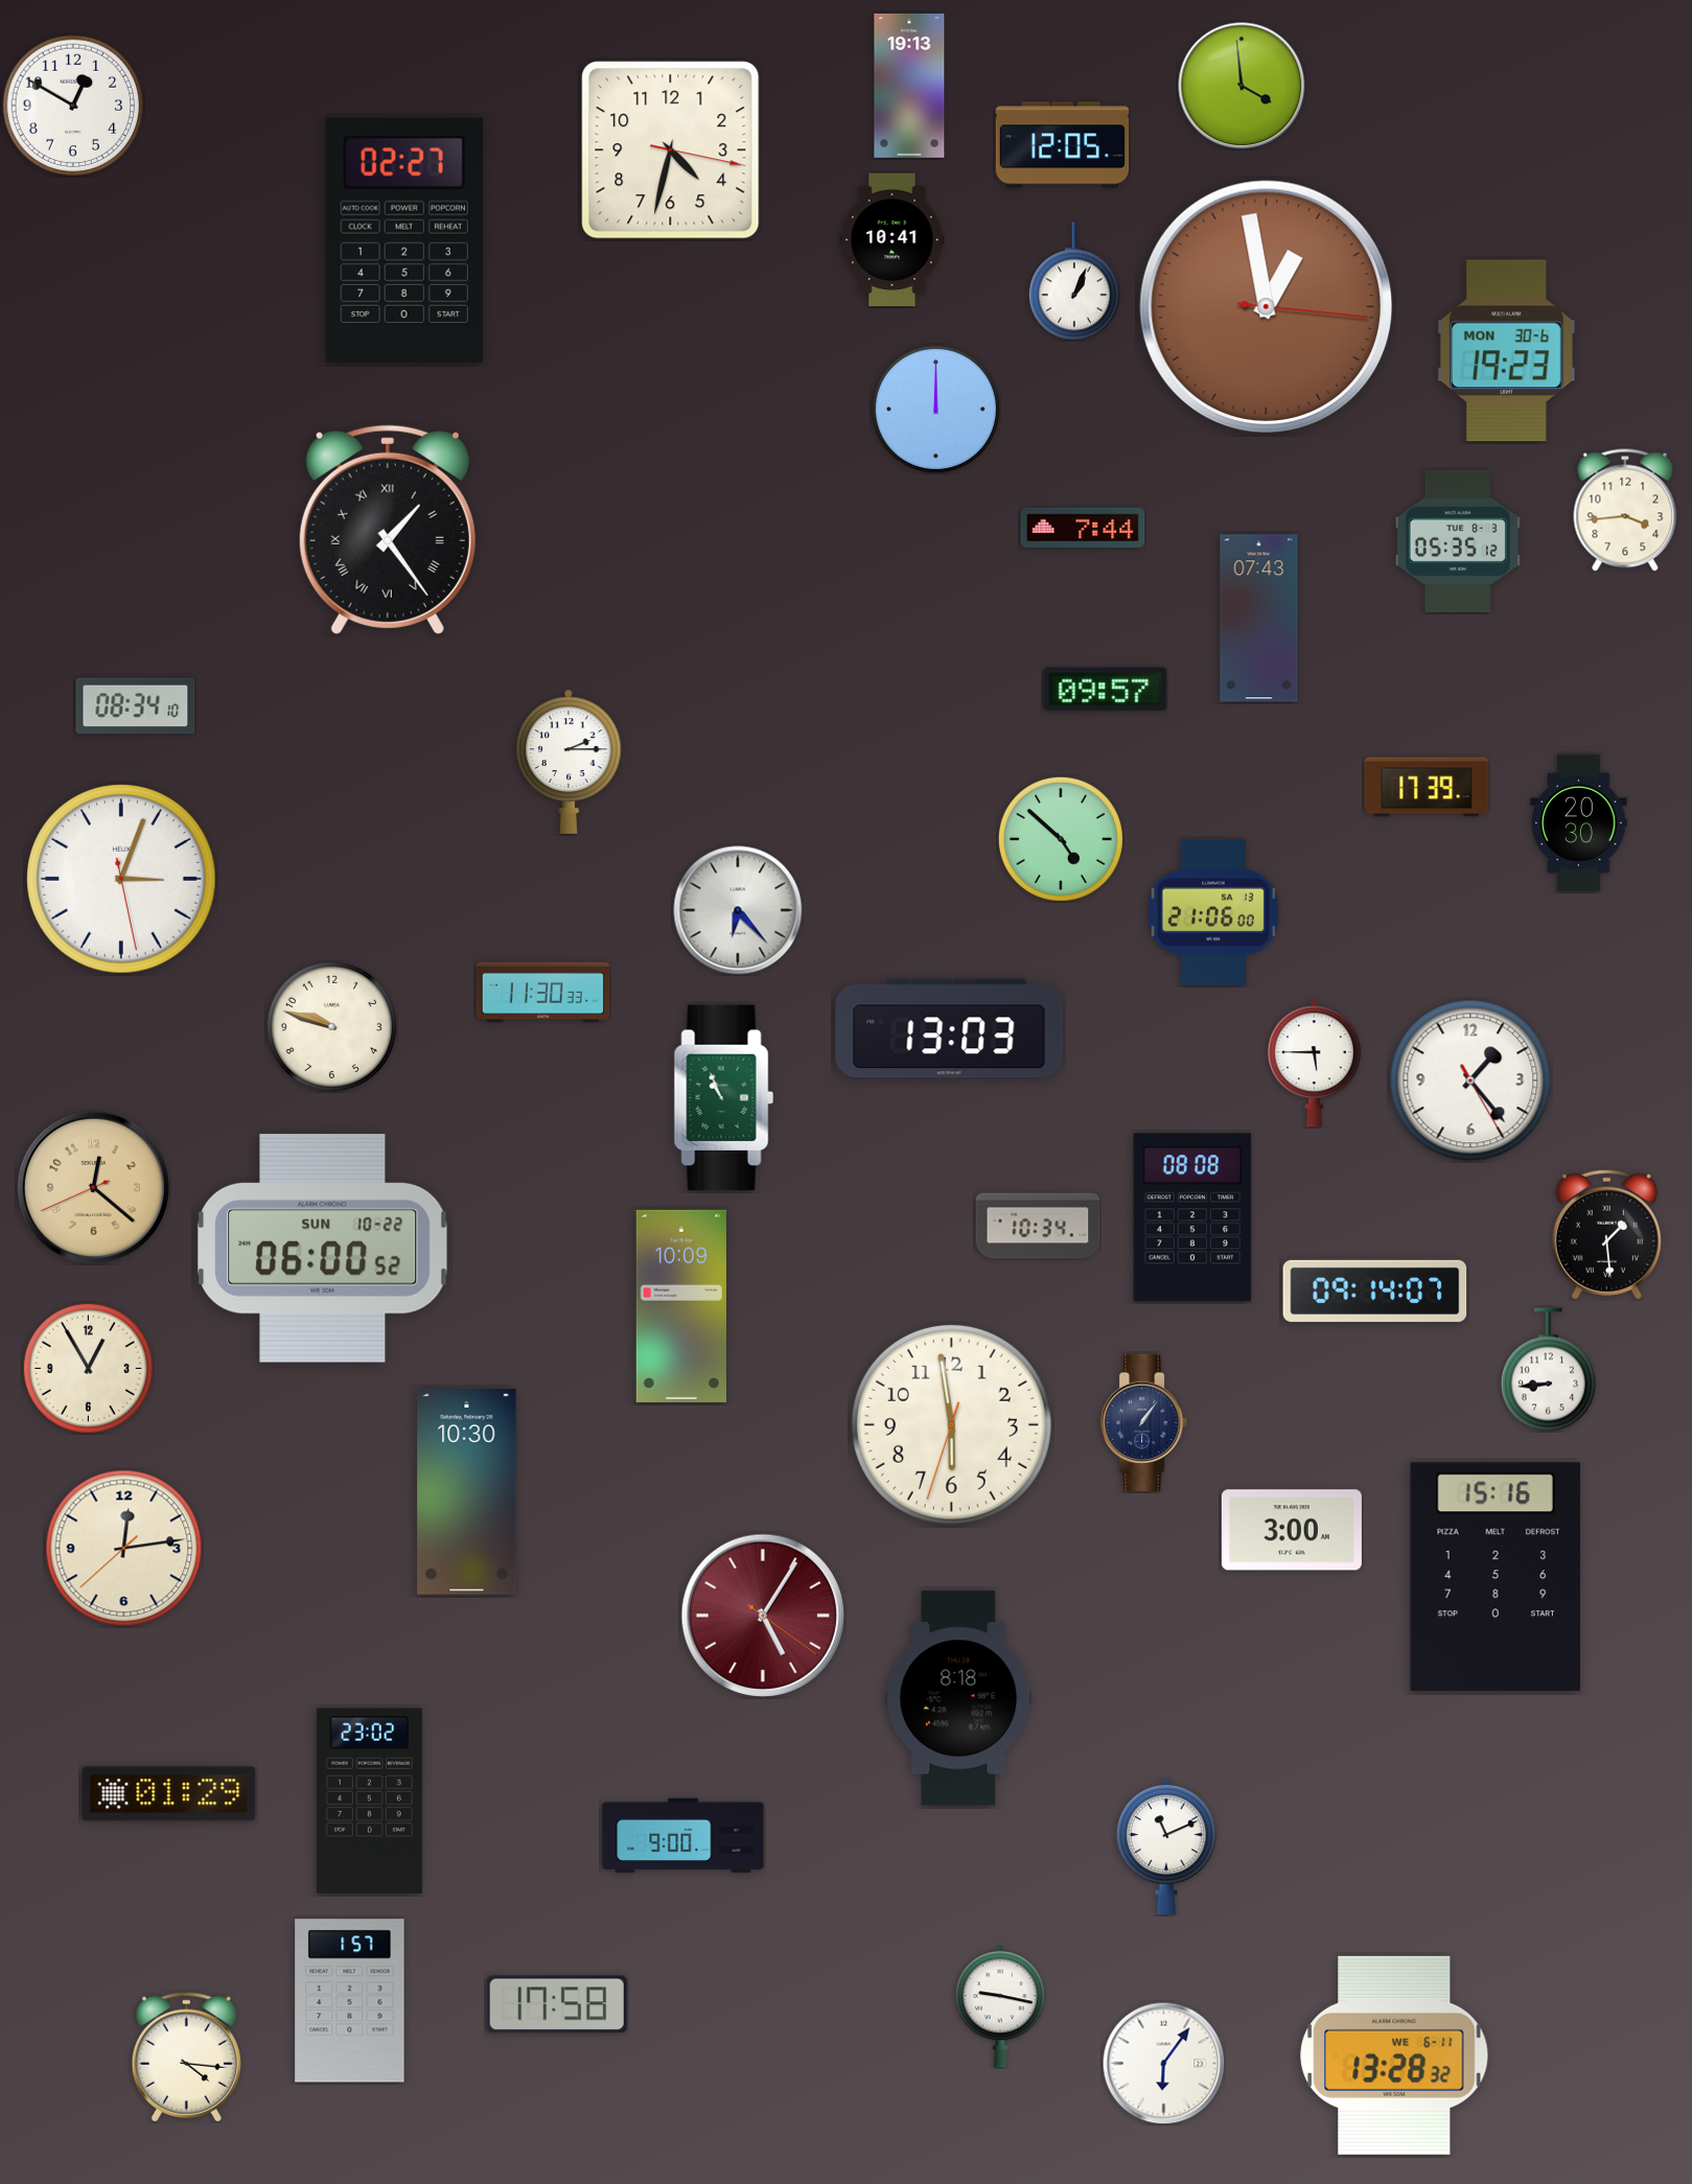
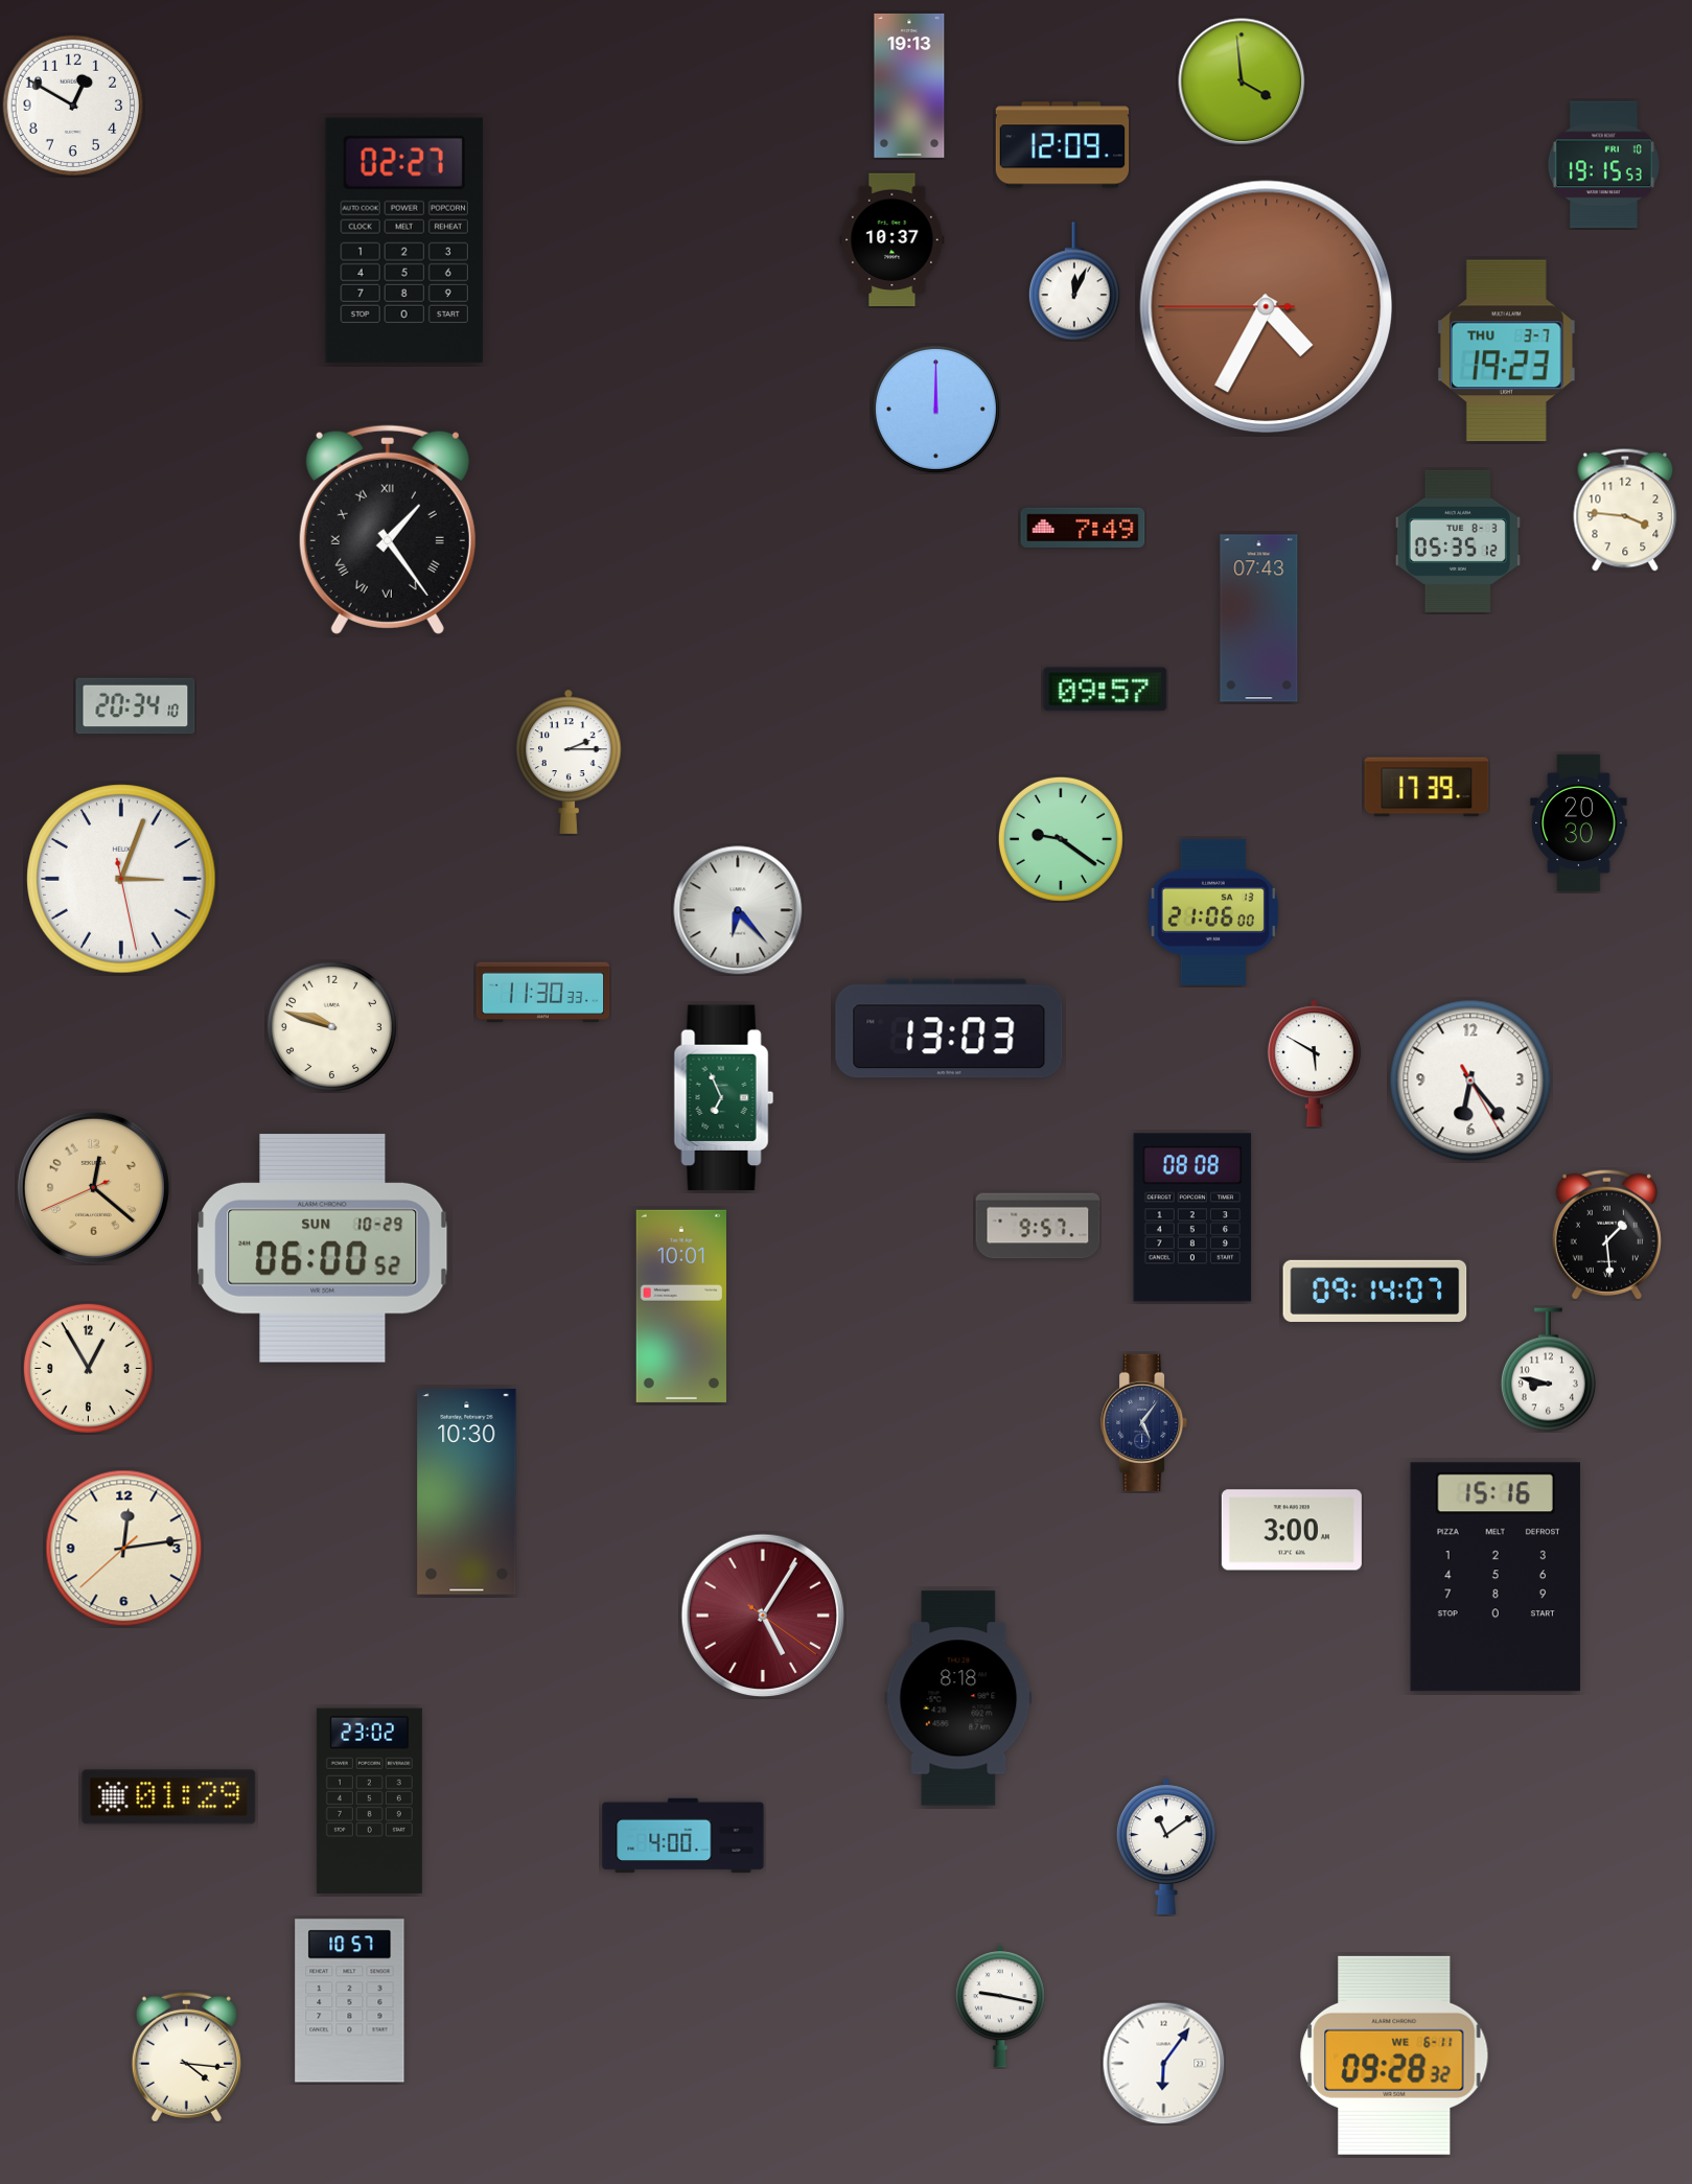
clock at (1242, 86) position: (1242, 86) -> (1242, 82)
clock at (1063, 145): 12:05 -> 12:09
clock at (671, 150): 4:32 -> none
clock at (1603, 165): none -> 19:15
clock at (893, 240): 10:41 -> 10:37
clock at (1074, 281): 1:04 -> 12:04
clock at (1267, 307): 12:58 -> 4:34
clock at (1507, 351) date: MON 30-6 -> THU 3-7
clock at (1625, 510): 3:44 -> 3:46
clock at (1083, 528): 7:44 -> 7:49
clock at (136, 706): 08:34 -> 20:34
clock at (1061, 839): 4:52 -> 9:21
clock at (1314, 1064): 5:45 -> 5:50
clock at (1470, 1081): 1:23 -> 6:23
clock at (723, 1098): 10:56 -> 6:56
clock at (1038, 1226): 10:34 -> 9:57
clock at (323, 1248) date: SUN 10-22 -> SUN 10-29
clock at (681, 1306): 10:09 -> 10:01
clock at (1548, 1370): 8:44 -> 8:47
clock at (1144, 1422): 1:06 -> 5:06
clock at (951, 1424): 5:58 -> none
clock at (169, 1794) position: (169, 1794) -> (169, 1797)
clock at (683, 1836): 9:00 -> 4:00
clock at (1166, 1846): 11:11 -> 11:09
clock at (350, 2001): 1:57 -> 10:57
clock at (557, 2004): 17:58 -> none
clock at (1394, 2055): 13:28 -> 09:28
